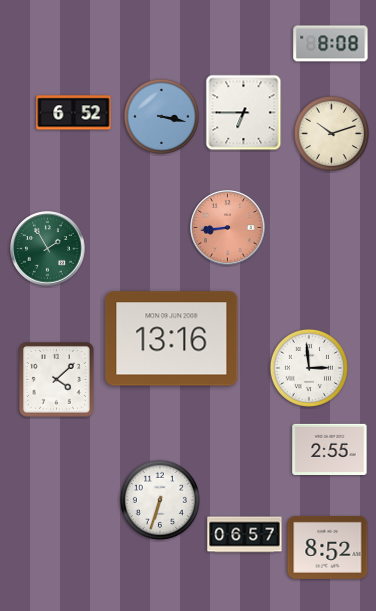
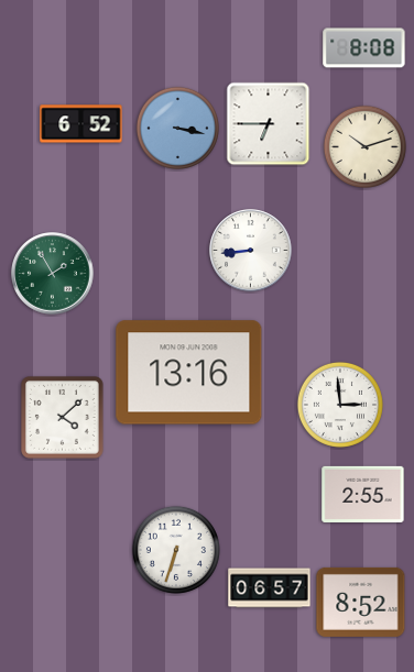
clock at (228, 228) dial: salmon -> white
